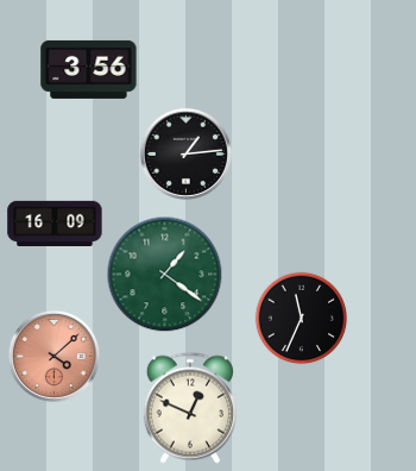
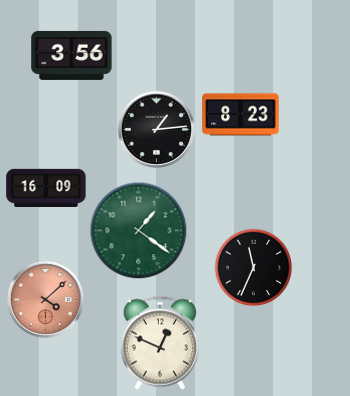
clock at (89, 69) position: (89, 69) -> (72, 55)
clock at (241, 115): none -> 8:23
